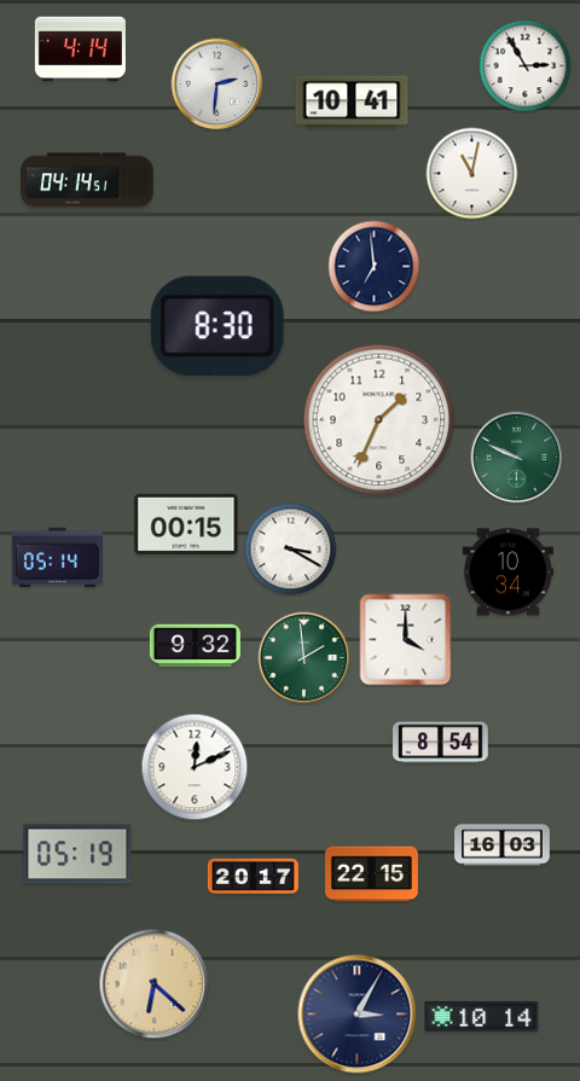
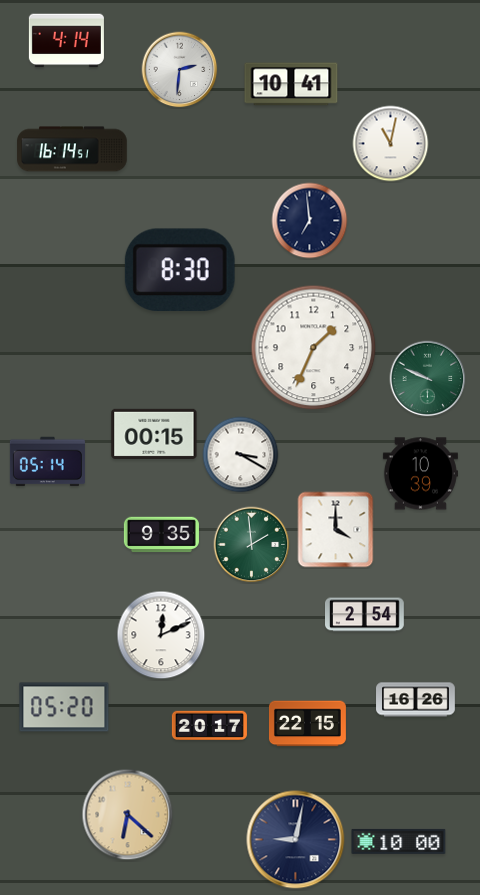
clock at (526, 66): 2:55 -> none
clock at (87, 180): 04:14 -> 16:14
clock at (507, 573): 10:34 -> 10:39
clock at (195, 646): 9:32 -> 9:35
clock at (441, 743): 8:54 -> 2:54
clock at (503, 845): 16:03 -> 16:26
clock at (77, 854): 05:19 -> 05:20
clock at (358, 1015): 3:05 -> 9:02
clock at (482, 1016): 10:14 -> 10:00
